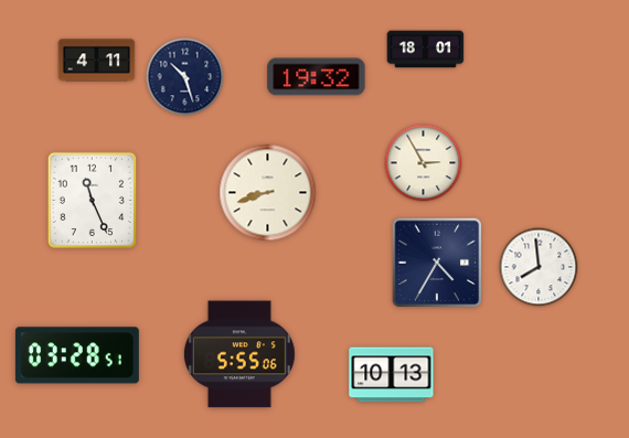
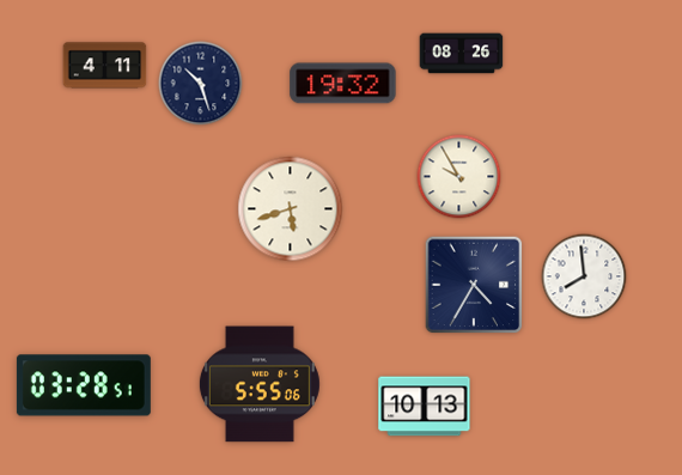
clock at (426, 50): 18:01 -> 08:26
clock at (424, 163): 2:55 -> 9:55
clock at (268, 193): 8:42 -> 5:42
clock at (92, 200): 11:26 -> none
clock at (539, 267) position: (539, 267) -> (584, 276)
